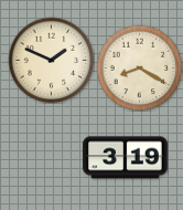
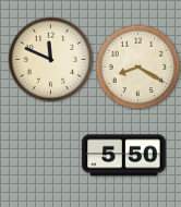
clock at (51, 60): 1:49 -> 11:49
clock at (126, 158): 3:19 -> 5:50
